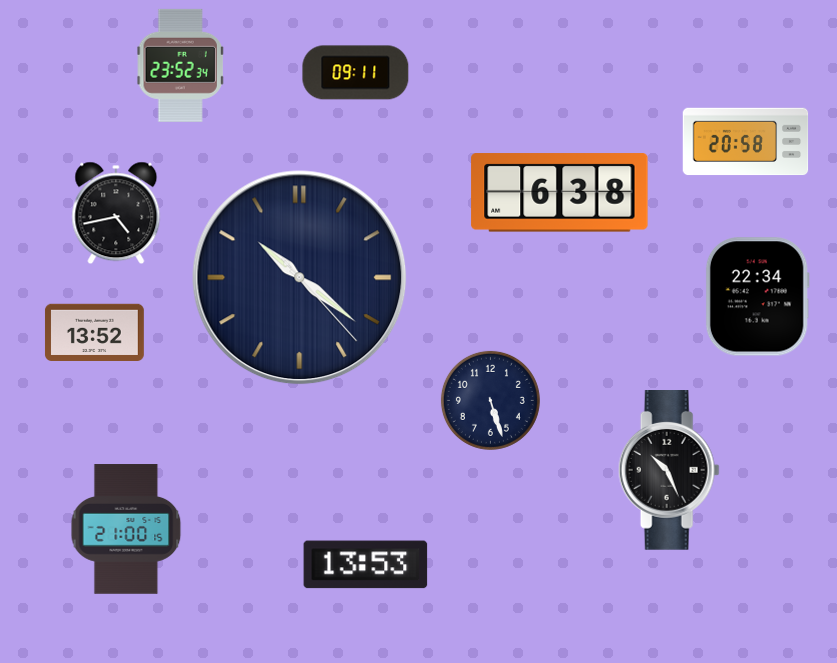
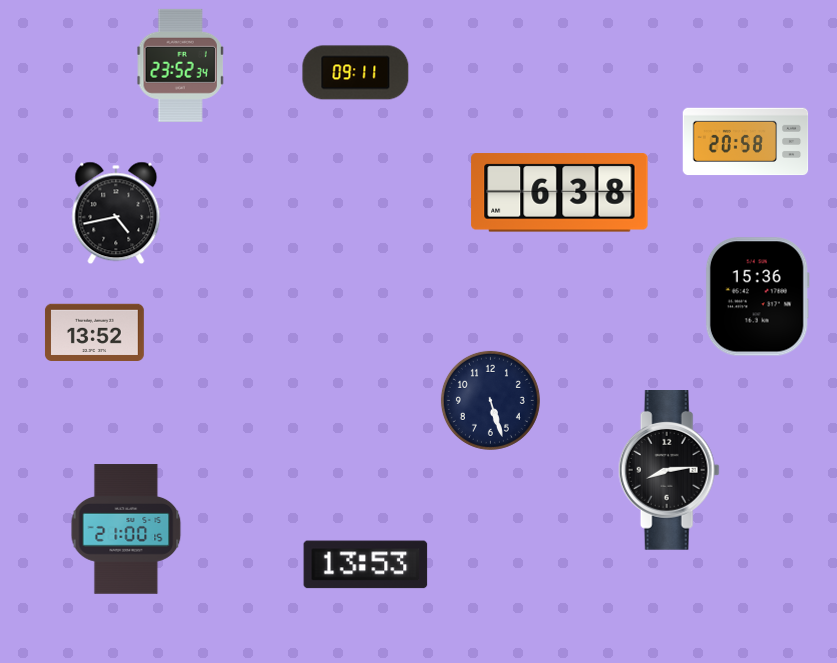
clock at (300, 278): 10:21 -> none
clock at (757, 297): 22:34 -> 15:36
clock at (669, 471): 10:26 -> 8:14
